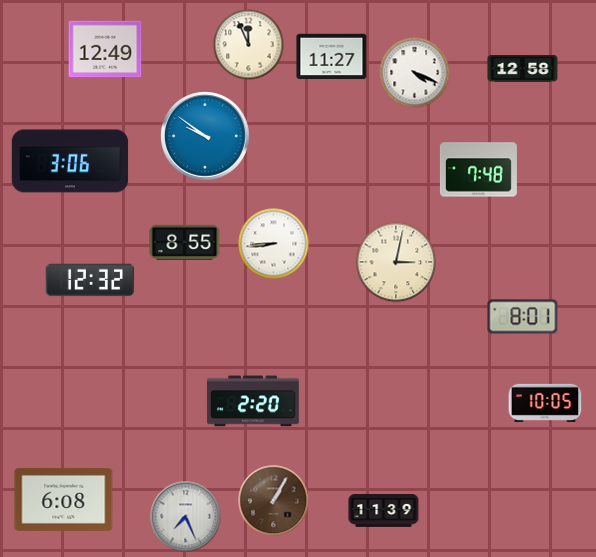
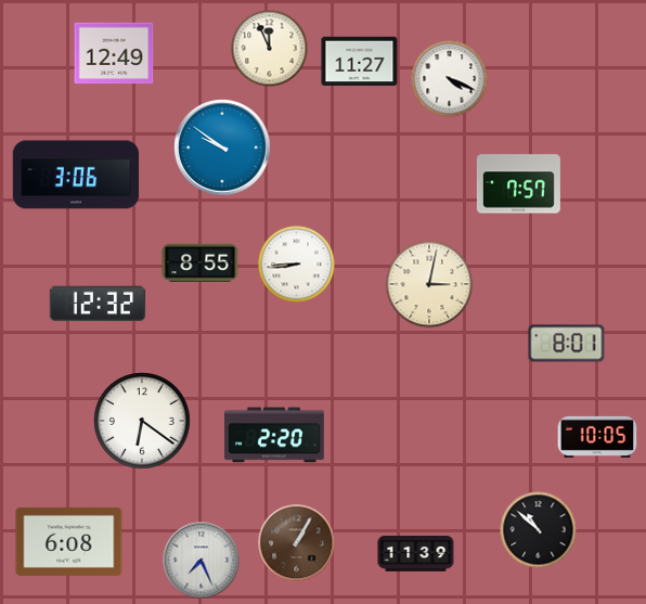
clock at (523, 69): 12:58 -> none
clock at (478, 170): 7:48 -> 7:57
clock at (143, 422): none -> 6:21
clock at (545, 403) position: (545, 403) -> (597, 437)
clock at (539, 530): none -> 10:52
